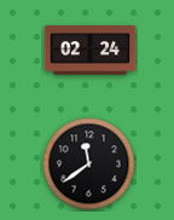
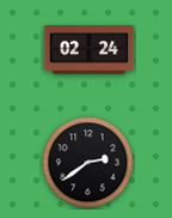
clock at (89, 164): 11:39 -> 2:39
